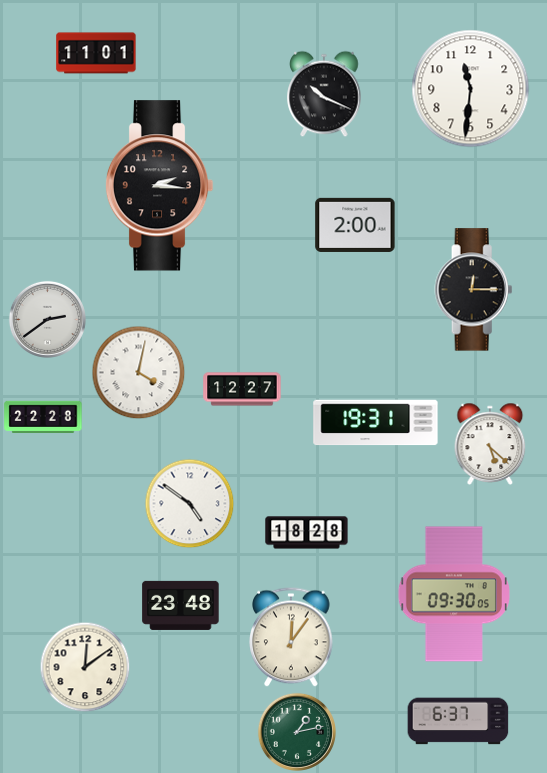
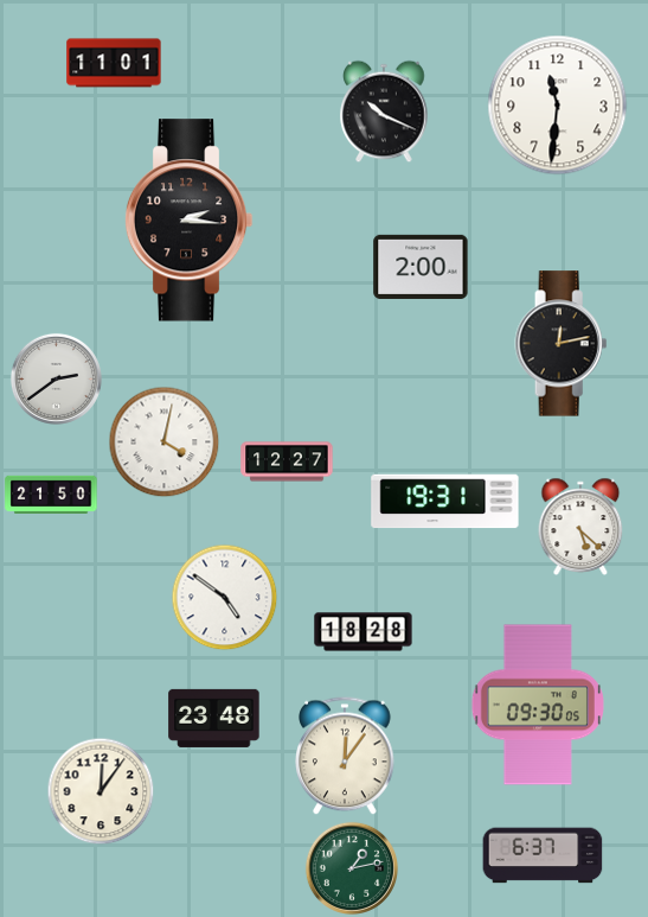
clock at (474, 290): 12:15 -> 12:13
clock at (43, 416): 22:28 -> 21:50
clock at (85, 667): 12:09 -> 12:06
